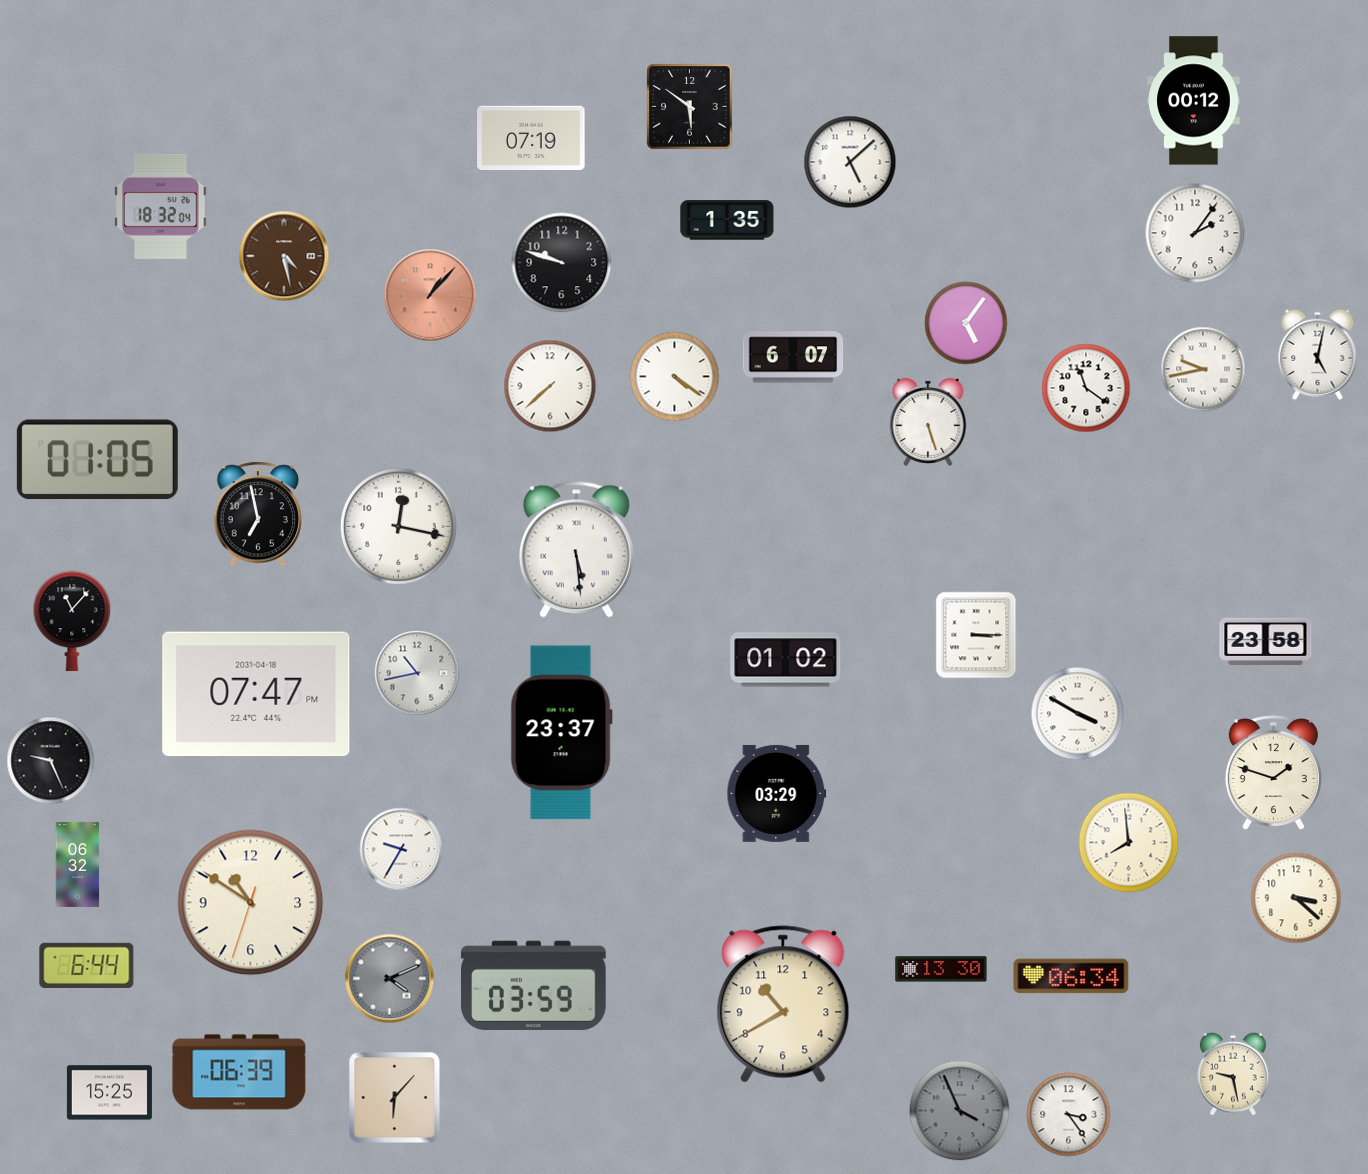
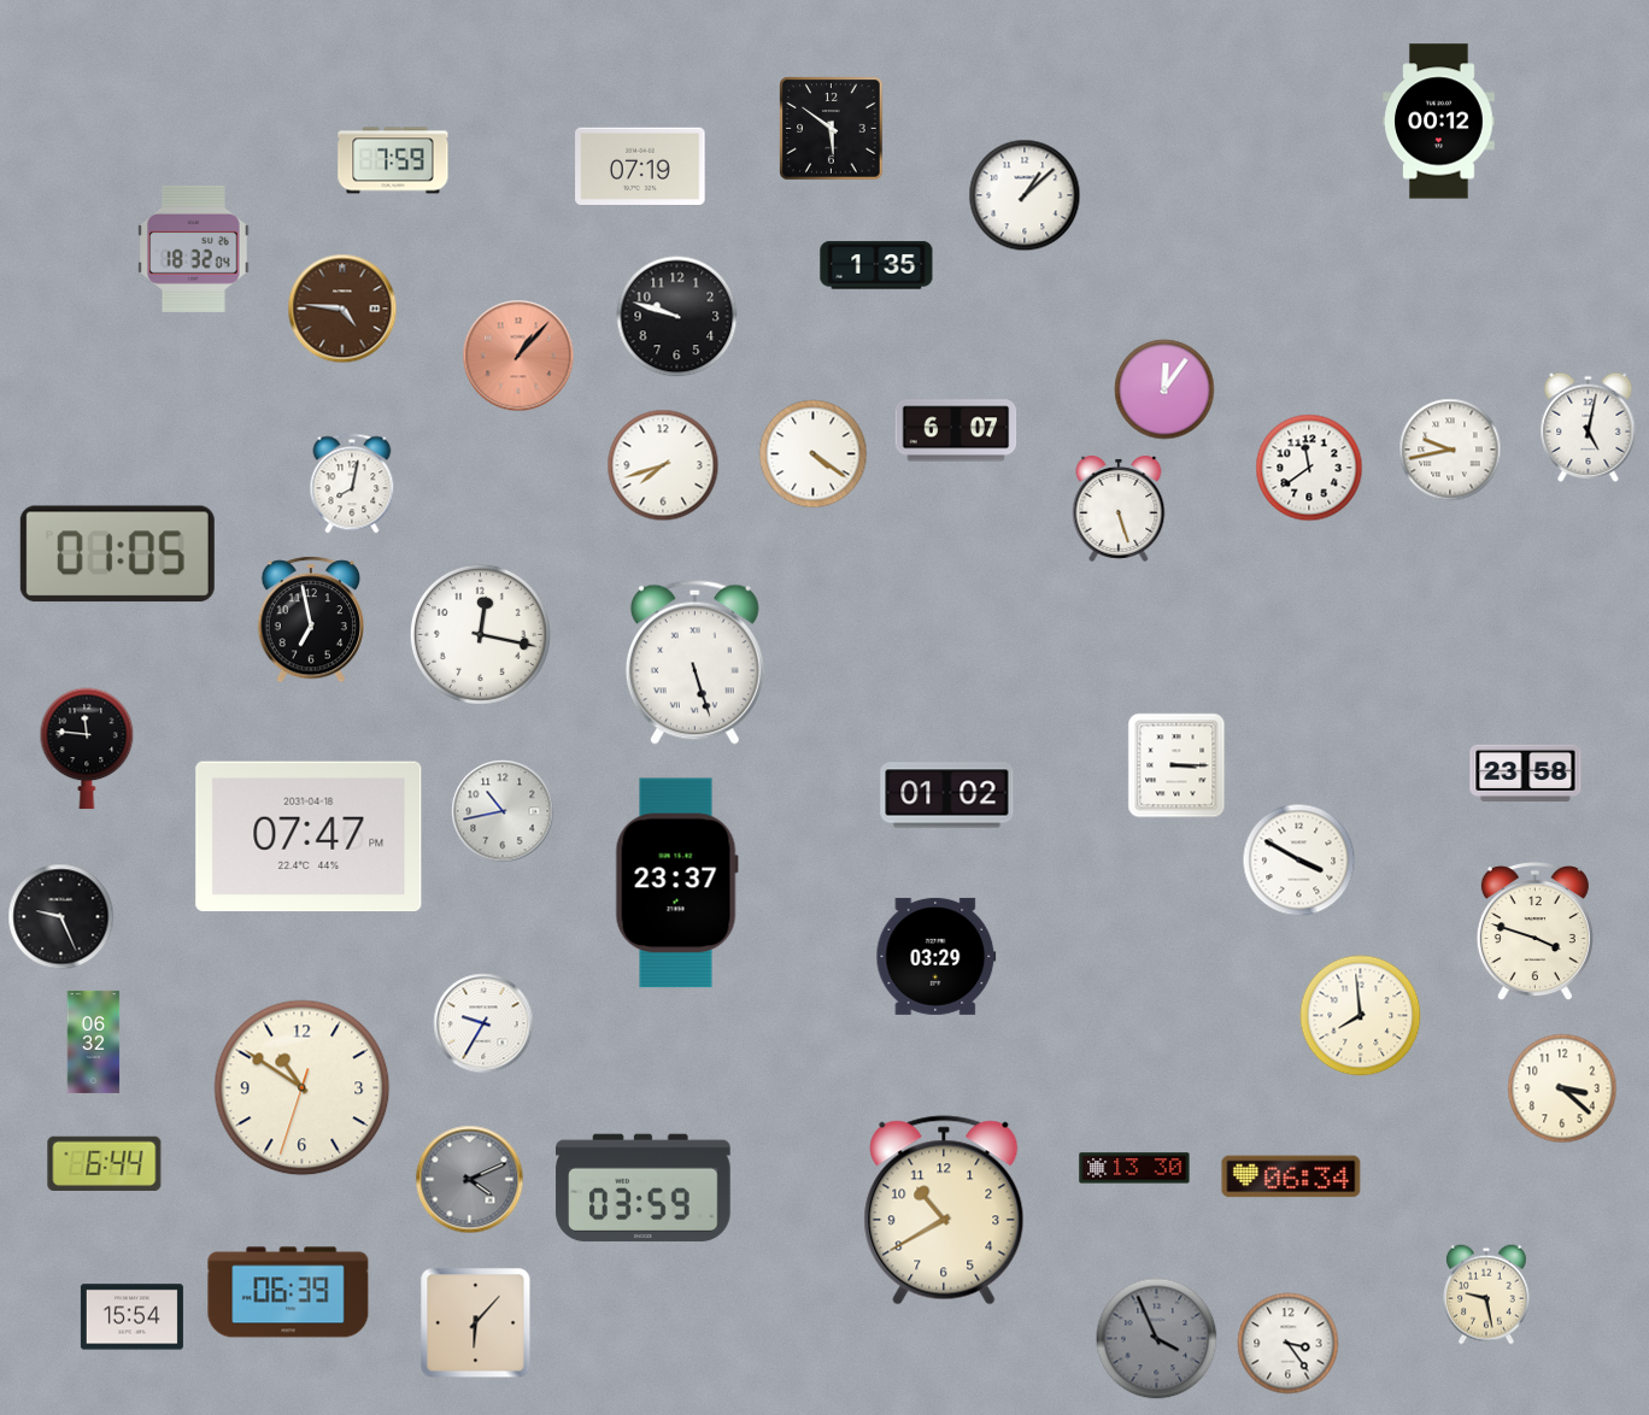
clock at (393, 160): none -> 7:59
clock at (850, 162): 5:08 -> 1:08
clock at (1195, 233): 2:06 -> none
clock at (284, 256): 4:28 -> 4:46
clock at (966, 323): 5:06 -> 12:06
clock at (1203, 369) position: (1203, 369) -> (1450, 450)
clock at (550, 386): 7:38 -> 7:42
clock at (1086, 388): 11:21 -> 11:39
clock at (352, 483): none -> 8:02
clock at (576, 549): 5:29 -> 5:27
clock at (72, 621): 11:07 -> 11:46
clock at (1273, 774): 1:48 -> 3:48
clock at (1296, 898) position: (1296, 898) -> (1562, 1088)
clock at (109, 1093): 15:25 -> 15:54
